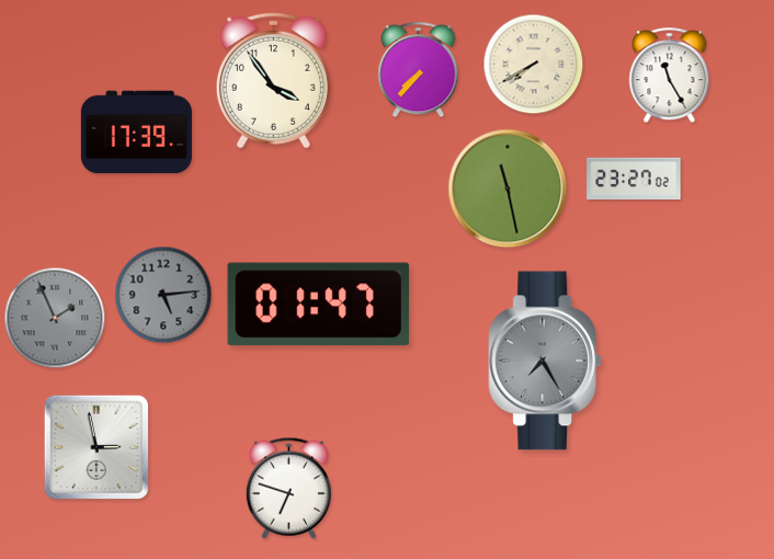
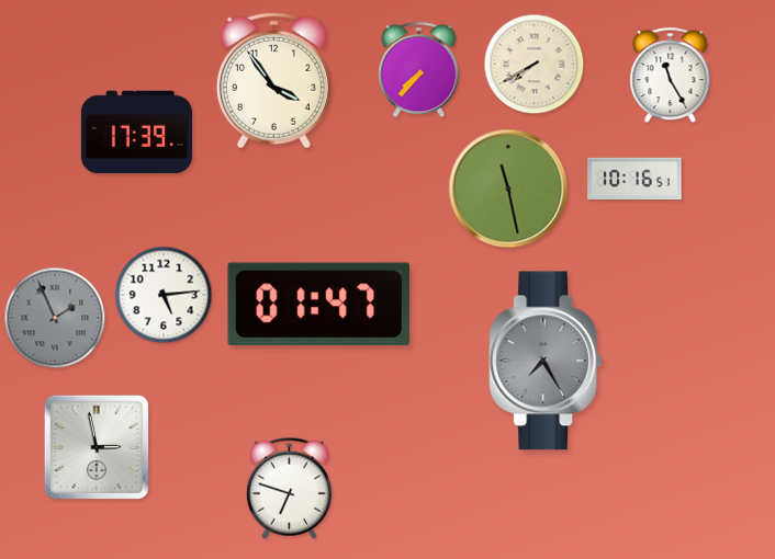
clock at (634, 179): 23:27 -> 10:16
clock at (163, 295) dial: grey -> white
